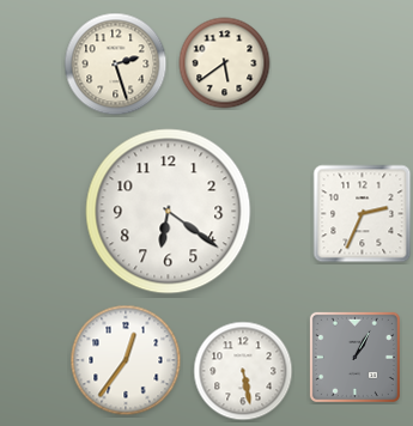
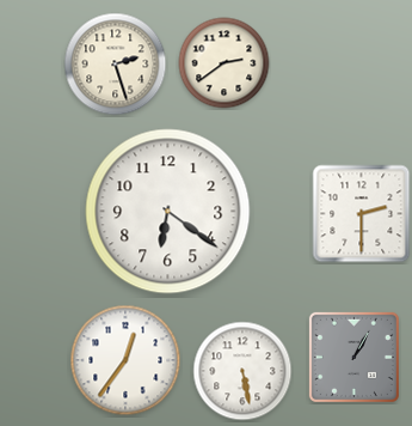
clock at (225, 63): 5:39 -> 2:39
clock at (363, 214): 2:34 -> 2:30
